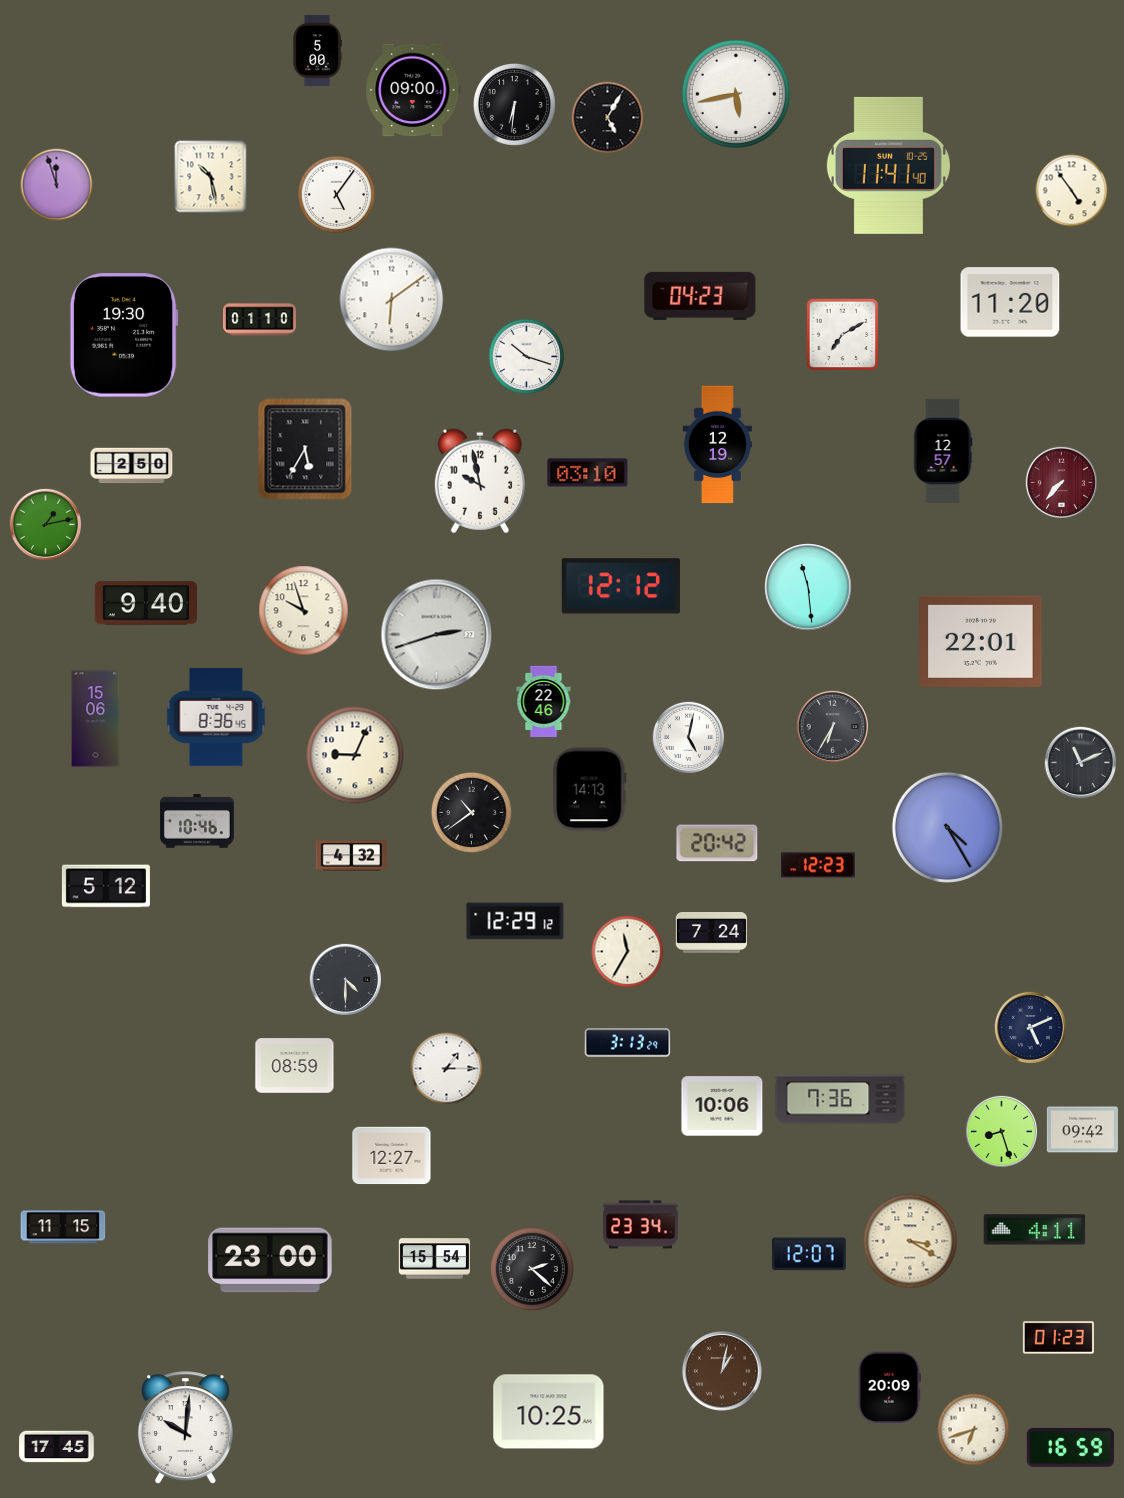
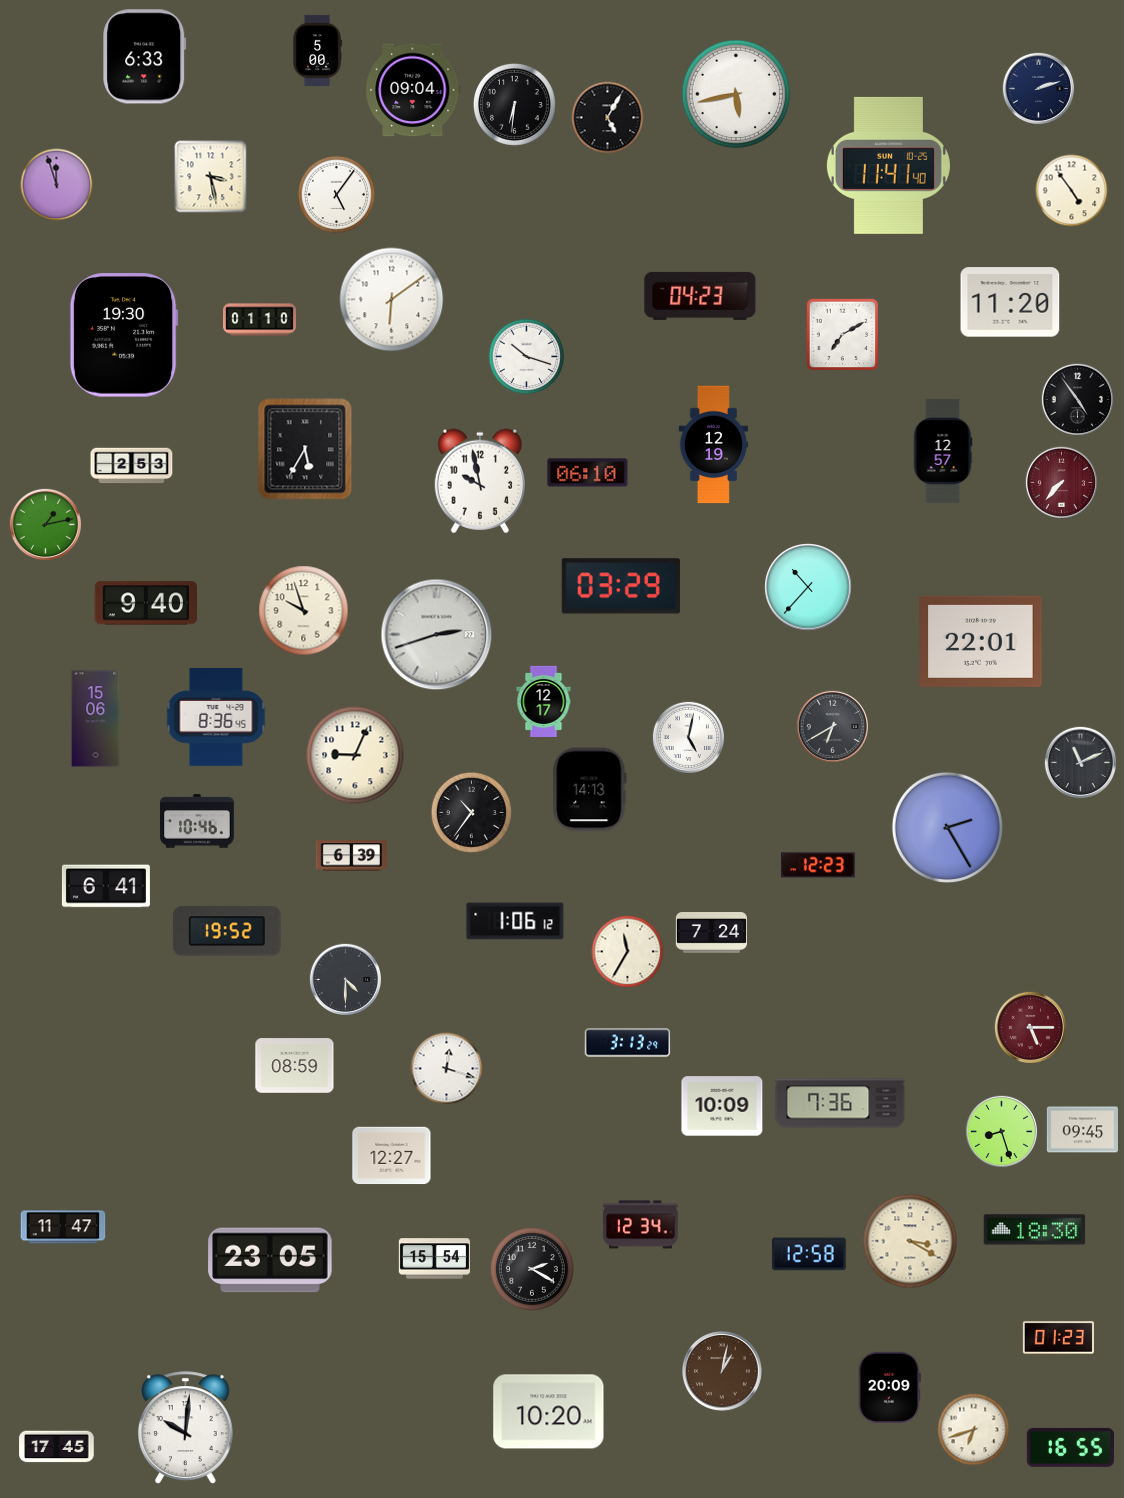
clock at (145, 57): none -> 6:33
clock at (1038, 88): none -> 2:12
clock at (413, 90): 09:00 -> 09:04
clock at (211, 177): 10:28 -> 3:28
clock at (1077, 399): none -> 4:54
clock at (717, 445) position: (717, 445) -> (713, 445)
clock at (132, 466): 2:50 -> 2:53
clock at (588, 473): 03:10 -> 06:10
clock at (621, 586): 12:12 -> 03:29
clock at (808, 587): 11:29 -> 10:37
clock at (544, 701): 22:46 -> 12:17
clock at (832, 726): 6:35 -> 6:40
clock at (471, 812): 10:39 -> 10:36
clock at (947, 827): 4:25 -> 2:25
clock at (717, 843): 20:42 -> none
clock at (351, 856): 4:32 -> 6:39
clock at (106, 886): 5:12 -> 6:41
clock at (515, 921): 12:29 -> 1:06
clock at (227, 931): none -> 19:52
clock at (1030, 1027): 5:11 -> 5:15
clock at (1030, 1027) dial: navy -> burgundy
clock at (447, 1069): 1:15 -> 12:18
clock at (840, 1099) position: (840, 1099) -> (840, 1103)
clock at (722, 1106): 10:06 -> 10:09
clock at (1082, 1130): 09:42 -> 09:45
clock at (641, 1225): 23:34 -> 12:34
clock at (63, 1227): 11:15 -> 11:47
clock at (1035, 1230): 4:11 -> 18:30
clock at (809, 1254): 12:07 -> 12:58
clock at (270, 1260): 23:00 -> 23:05
clock at (533, 1270): 2:22 -> 2:20
clock at (549, 1412): 10:25 -> 10:20
clock at (1070, 1447): 16:59 -> 16:55
